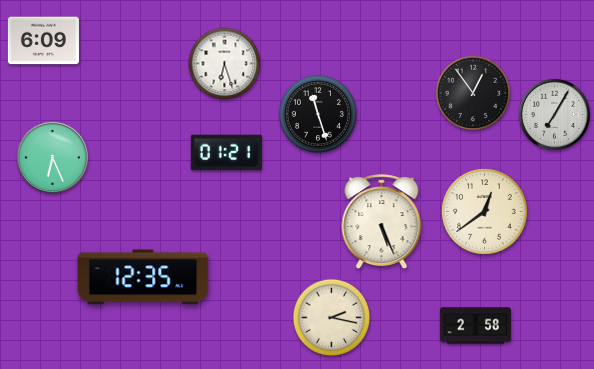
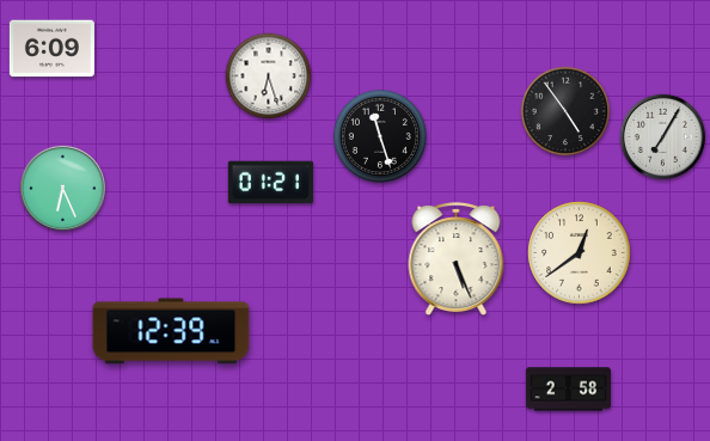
clock at (473, 93): 12:54 -> 4:54
clock at (382, 222) position: (382, 222) -> (457, 259)
clock at (143, 277): 12:35 -> 12:39
clock at (331, 317): 2:17 -> none
